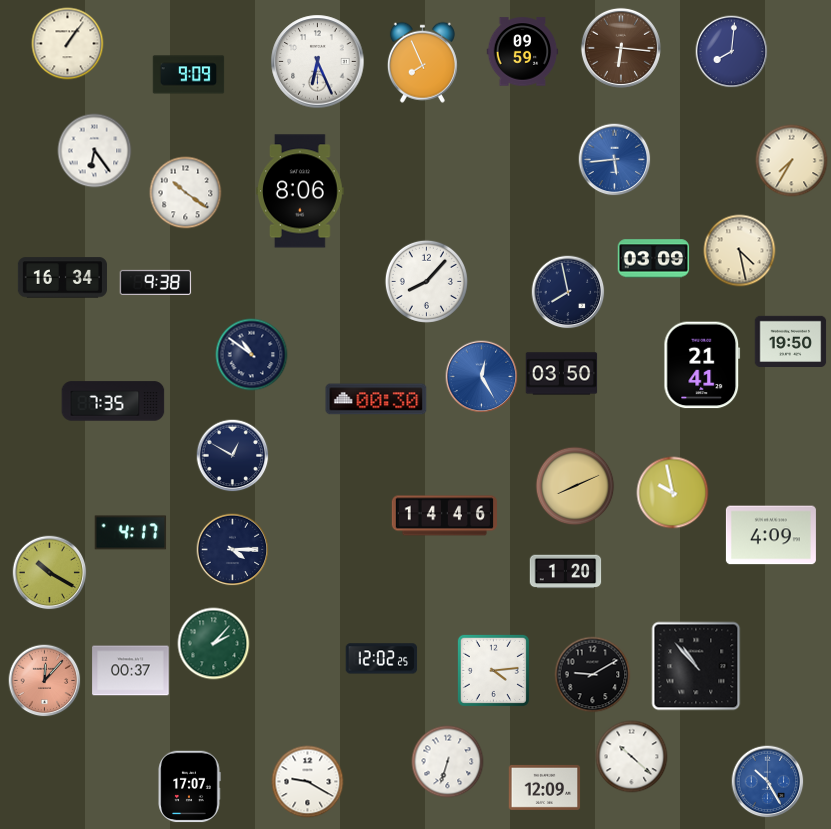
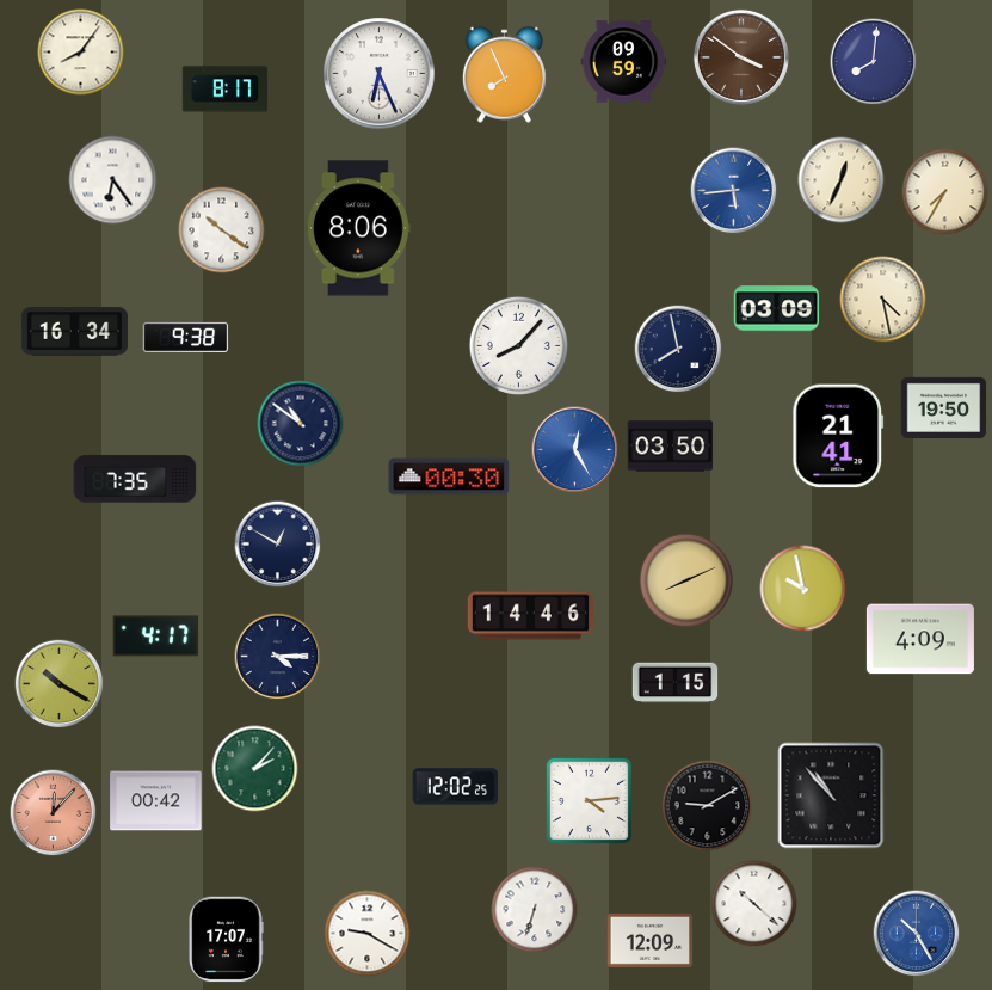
clock at (68, 44): 1:06 -> 8:06
clock at (621, 48): 6:16 -> 3:51
clock at (189, 75): 9:09 -> 8:17
clock at (842, 180): none -> 12:34
clock at (654, 259) position: (654, 259) -> (777, 309)
clock at (426, 281) position: (426, 281) -> (518, 345)
clock at (566, 572): 1:20 -> 1:15
clock at (131, 671): 00:37 -> 00:42
